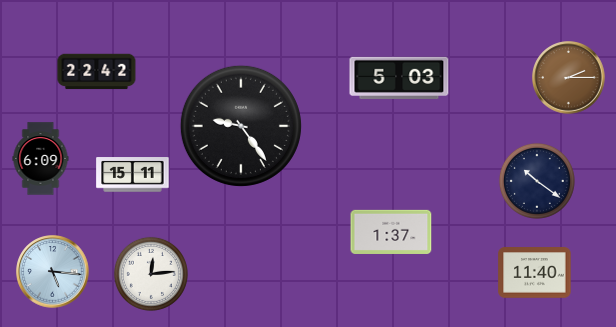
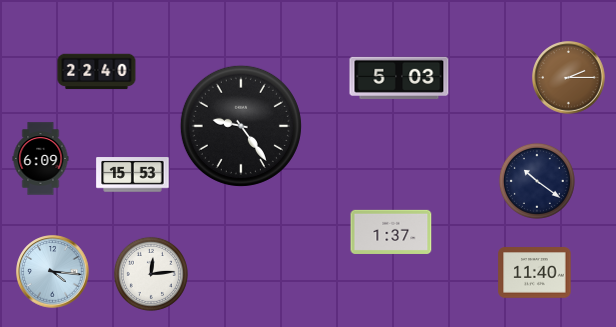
clock at (97, 72): 22:42 -> 22:40
clock at (133, 175): 15:11 -> 15:53
clock at (53, 272): 5:16 -> 4:16
